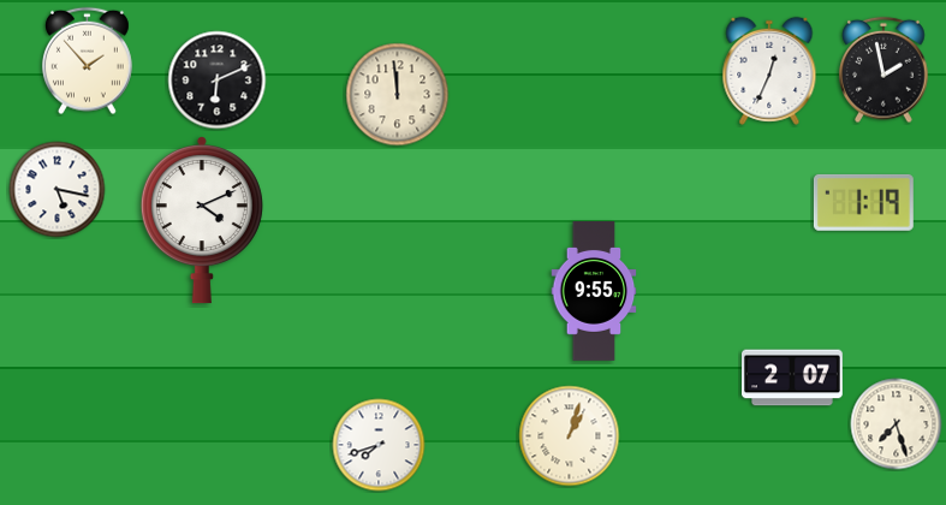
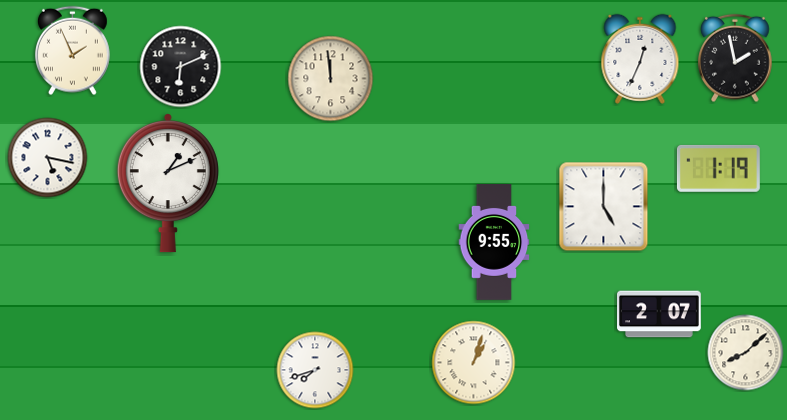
clock at (87, 61): 1:53 -> 1:56
clock at (202, 221): 4:11 -> 1:11
clock at (604, 207): none -> 5:00
clock at (897, 424): 7:27 -> 8:08
